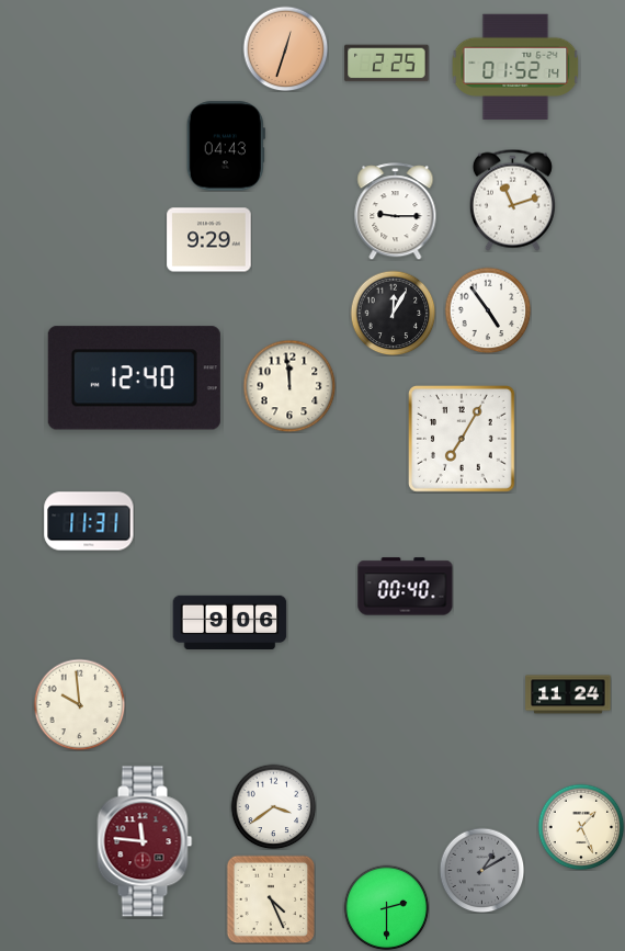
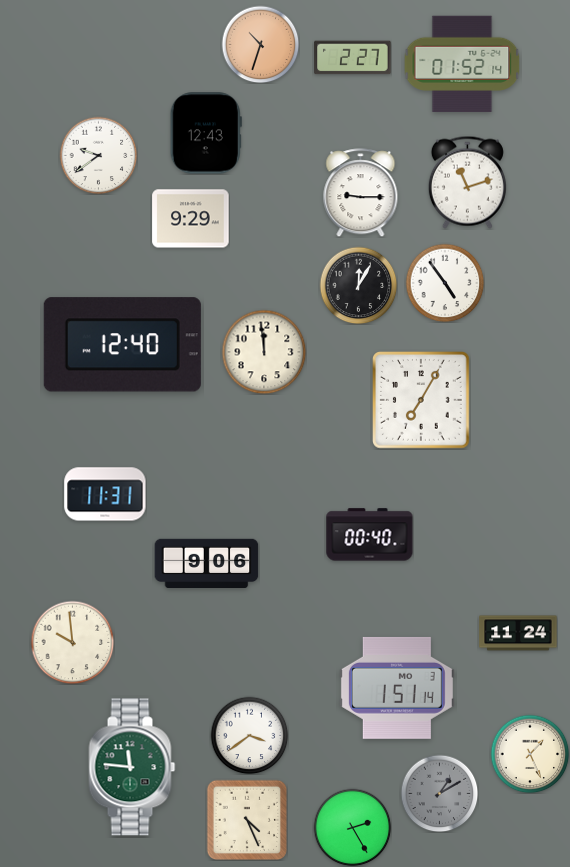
clock at (285, 48): 12:33 -> 10:33
clock at (387, 64): 2:25 -> 2:27
clock at (515, 66) position: (515, 66) -> (462, 63)
clock at (226, 146): 04:43 -> 12:43
clock at (98, 155): none -> 9:39
clock at (89, 521) position: (89, 521) -> (105, 494)
clock at (230, 622) position: (230, 622) -> (207, 563)
clock at (397, 688): none -> 1:51
clock at (145, 841) dial: burgundy -> green
clock at (386, 907): 2:30 -> 2:25
